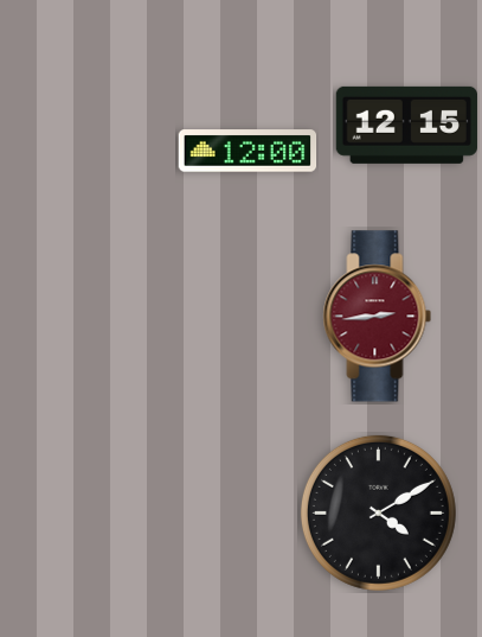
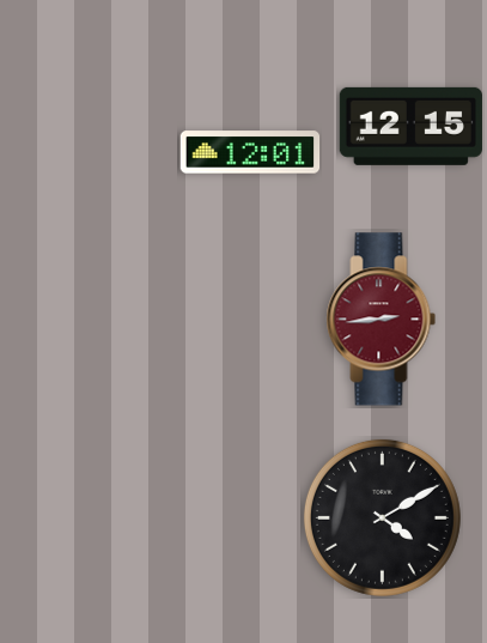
clock at (248, 151): 12:00 -> 12:01
